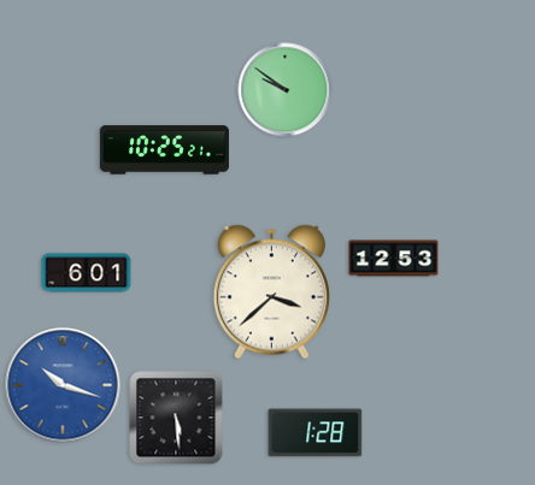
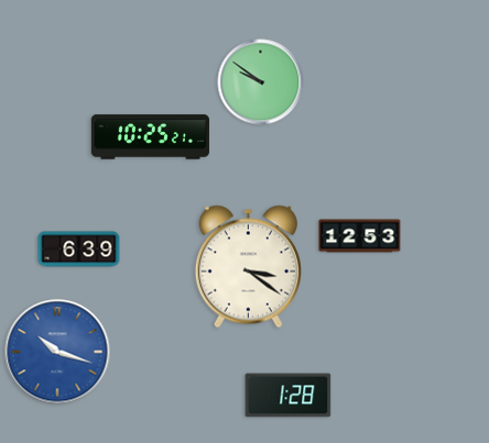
clock at (87, 273): 6:01 -> 6:39
clock at (271, 292): 3:38 -> 3:21
clock at (176, 418): 5:29 -> none
